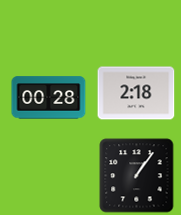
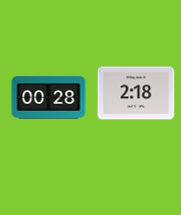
clock at (137, 176): 1:06 -> none
